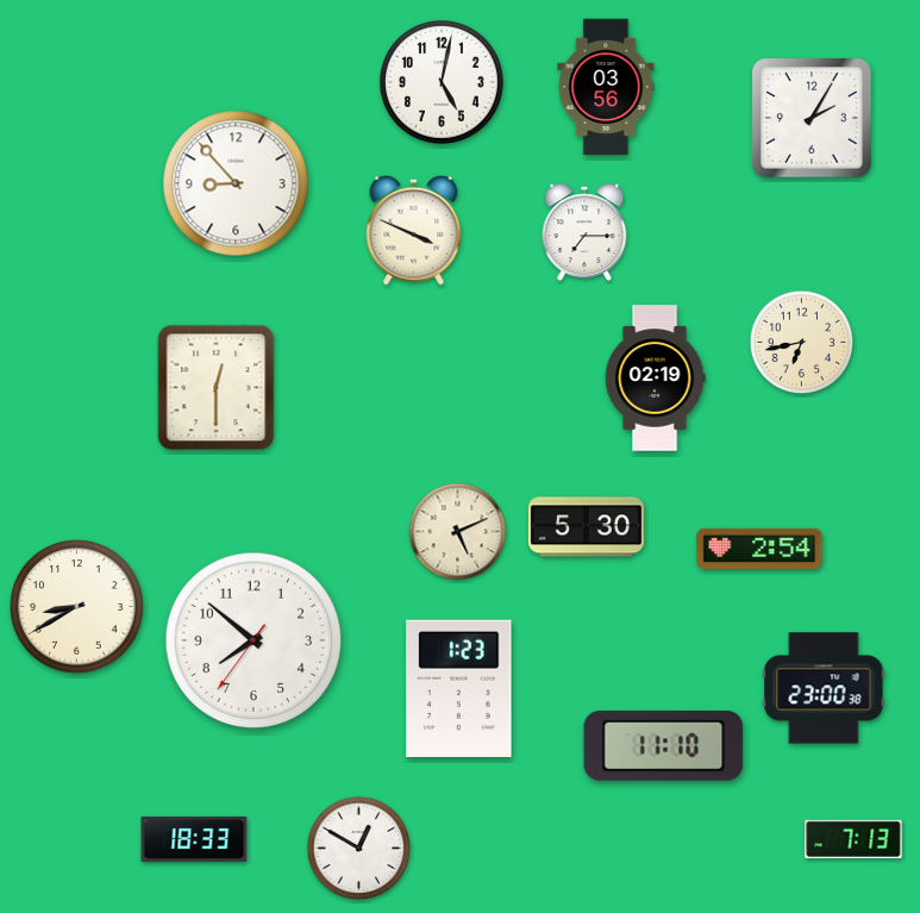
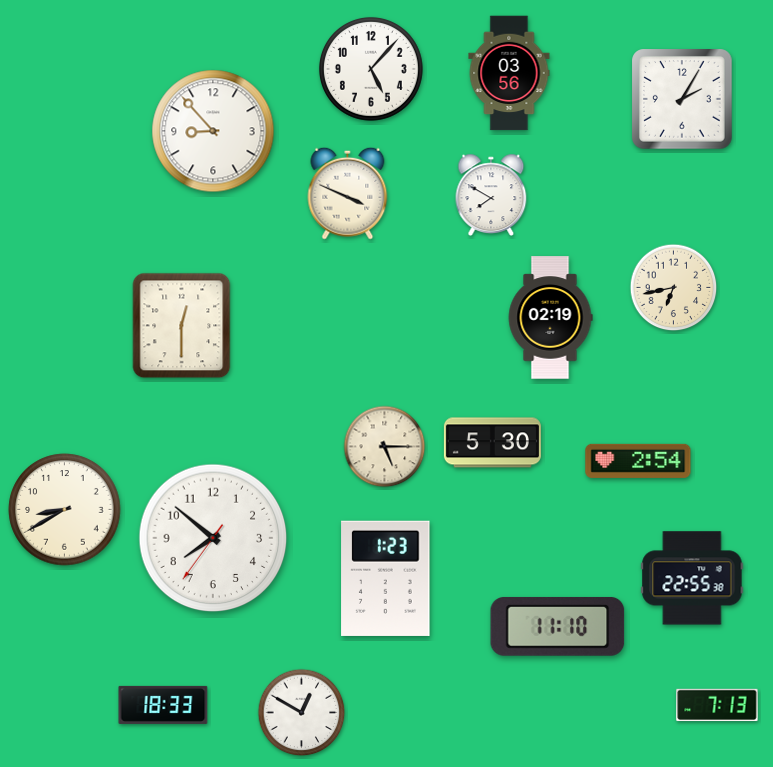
clock at (442, 82): 5:02 -> 5:07
clock at (236, 183) position: (236, 183) -> (213, 131)
clock at (584, 231): 7:15 -> 7:50
clock at (458, 532): 5:11 -> 5:15
clock at (824, 688): 23:00 -> 22:55
